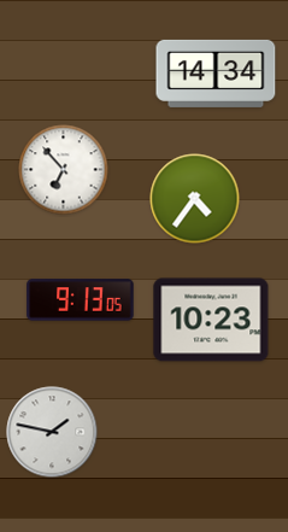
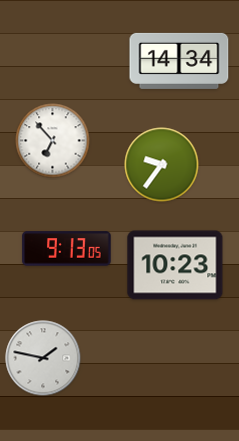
clock at (195, 199): 4:36 -> 9:36
